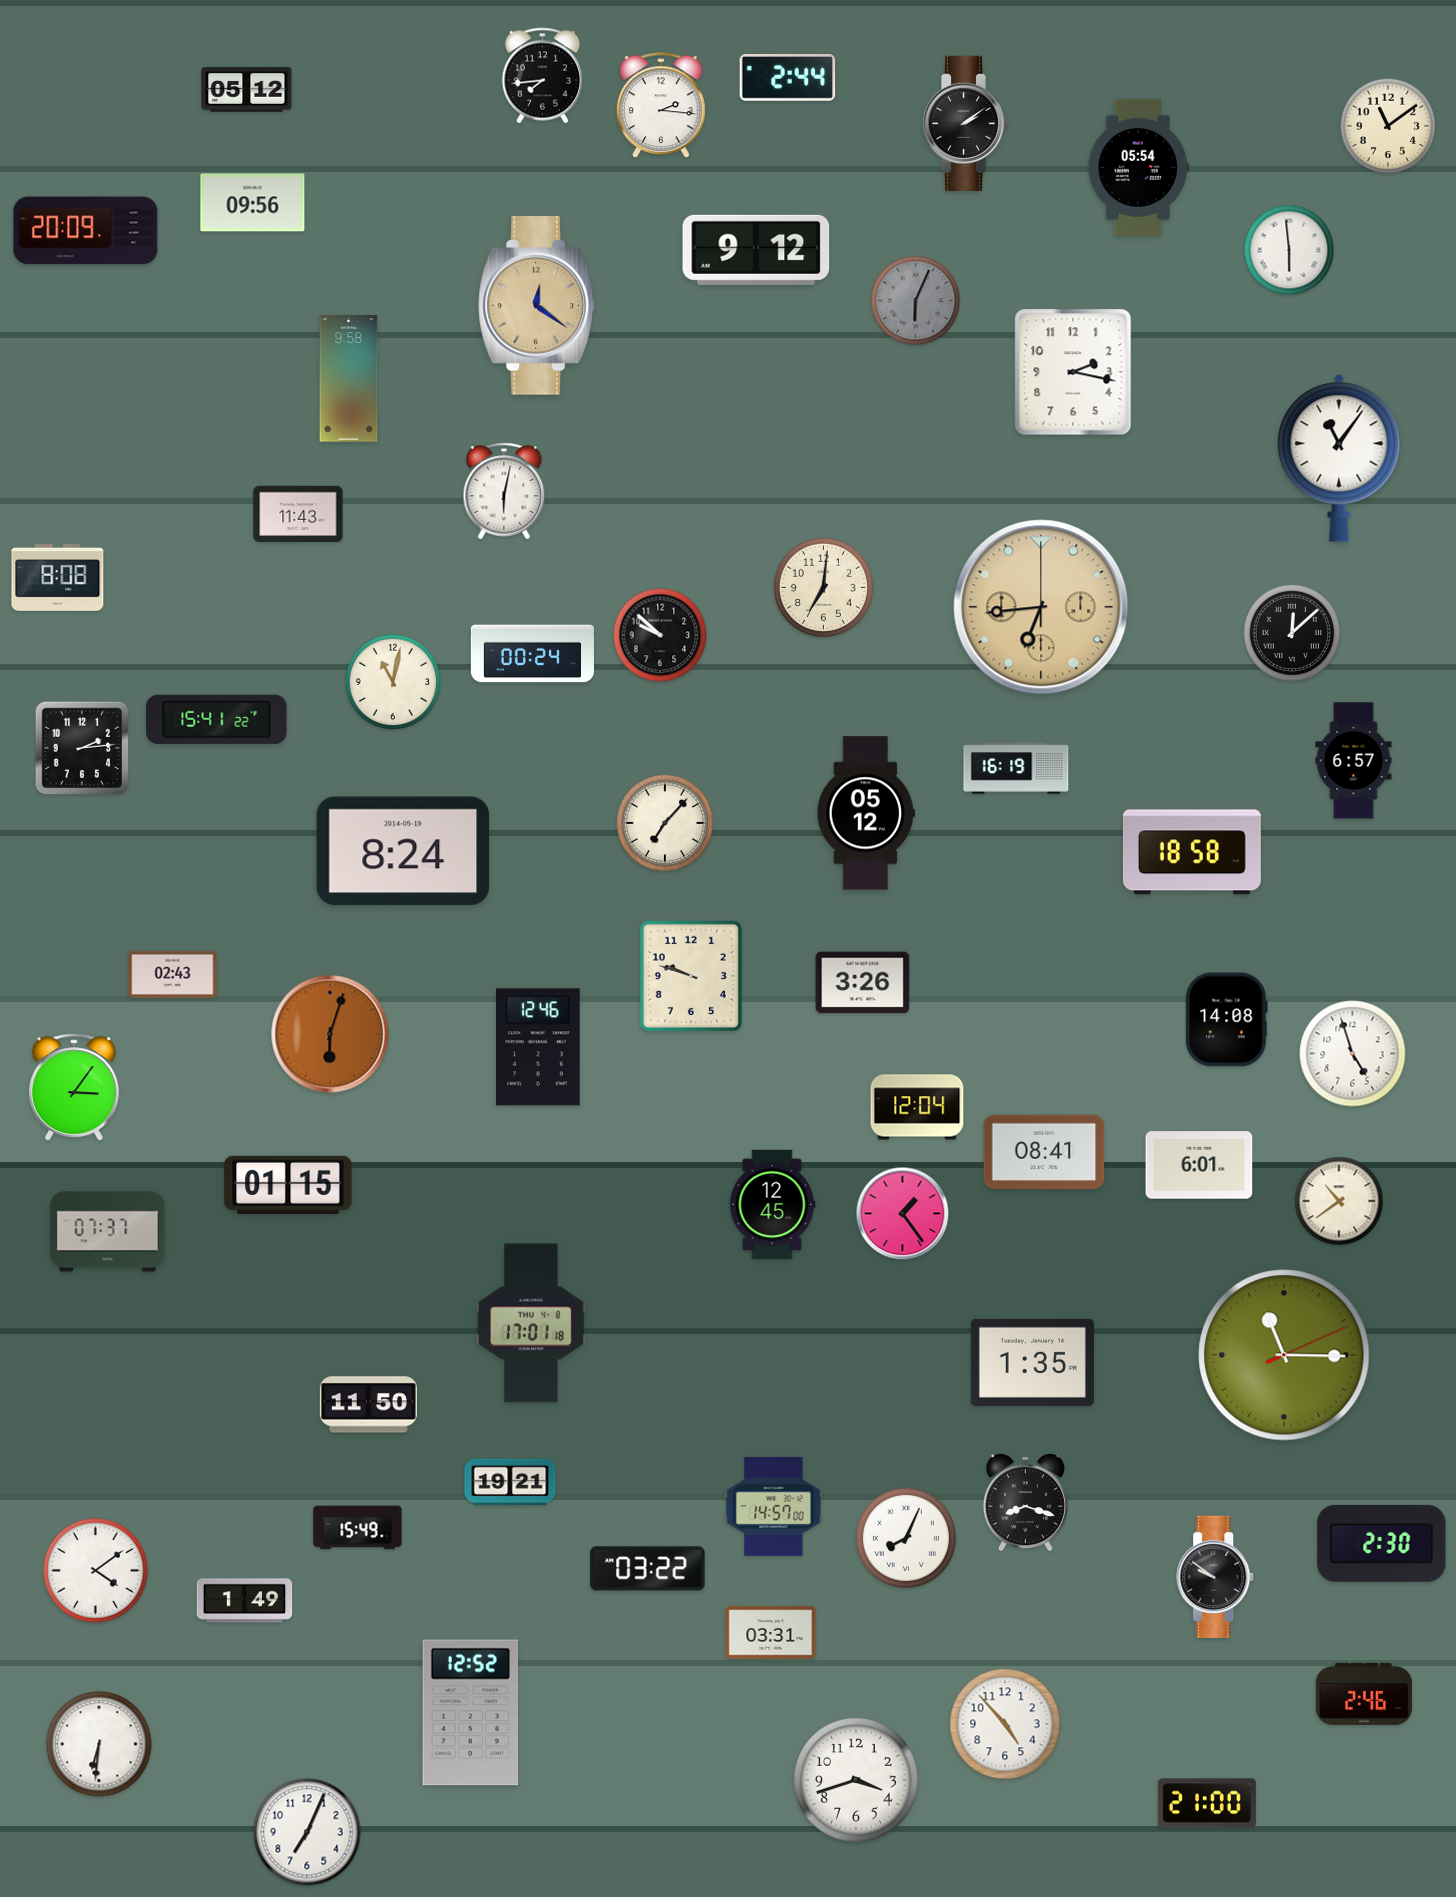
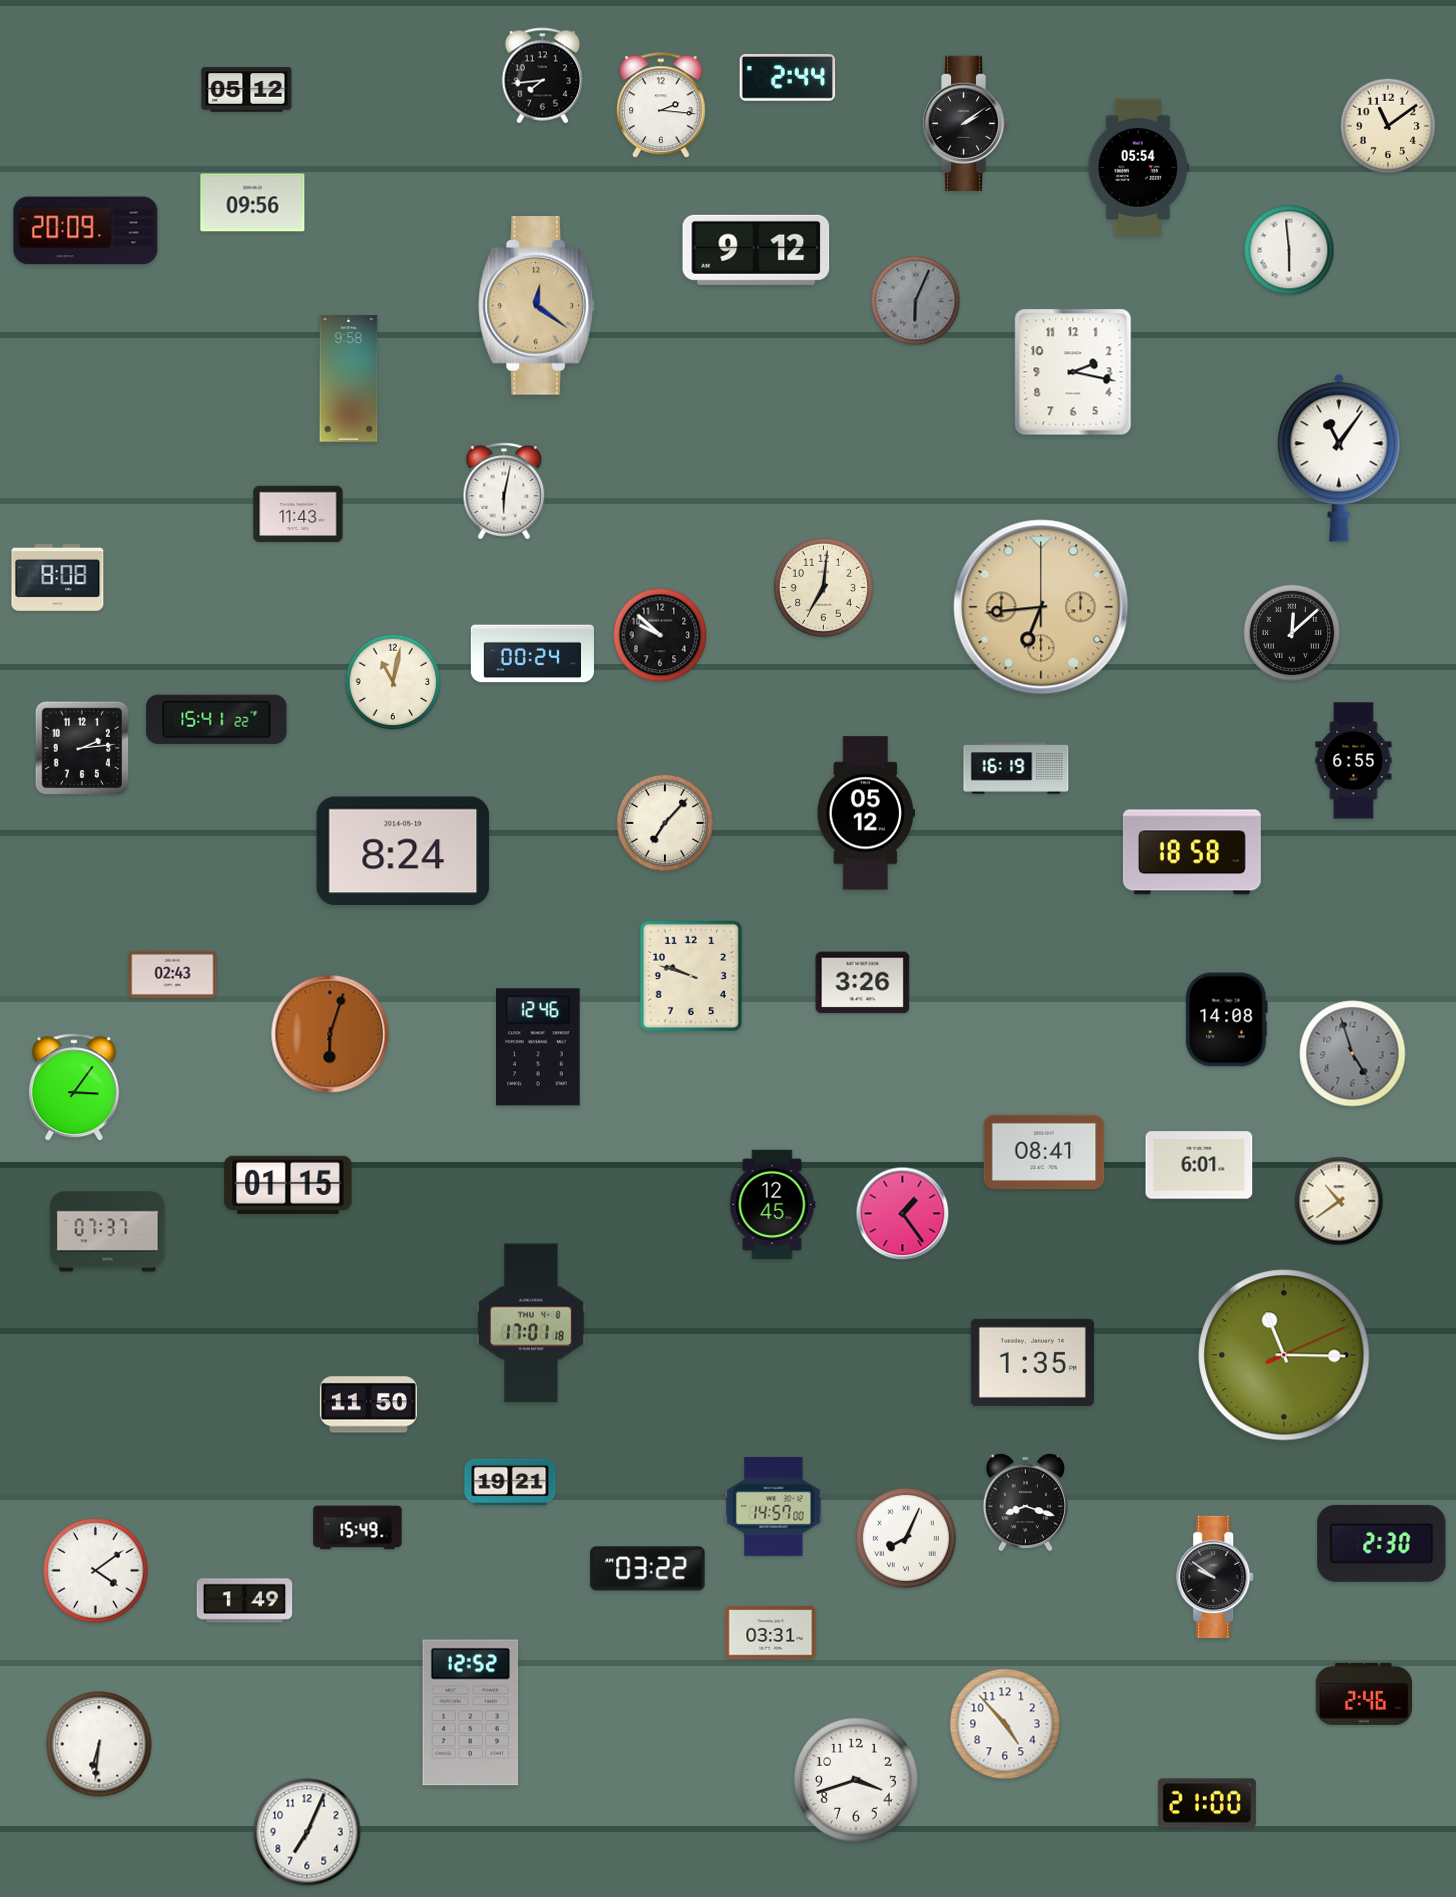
clock at (1354, 761): 6:57 -> 6:55
clock at (1353, 1054) dial: white -> grey
clock at (917, 1107): 12:04 -> none
